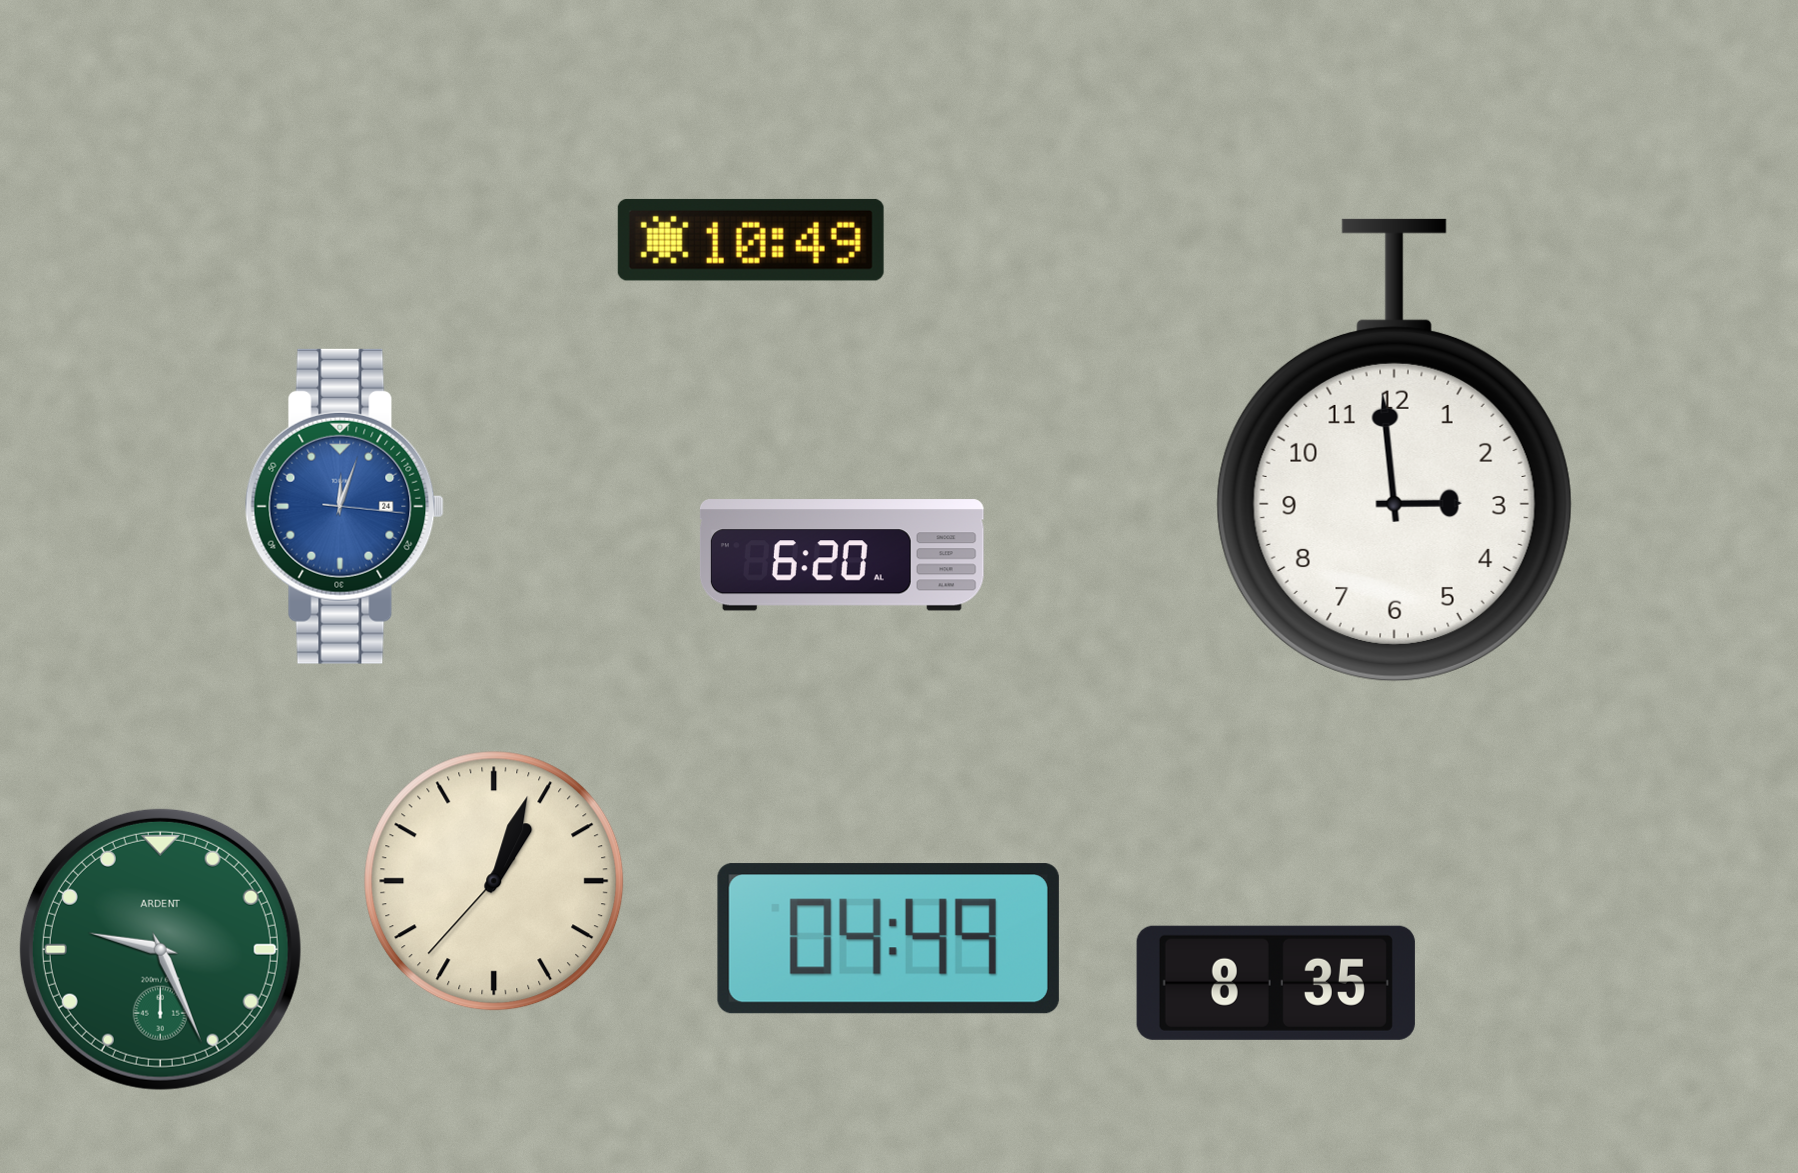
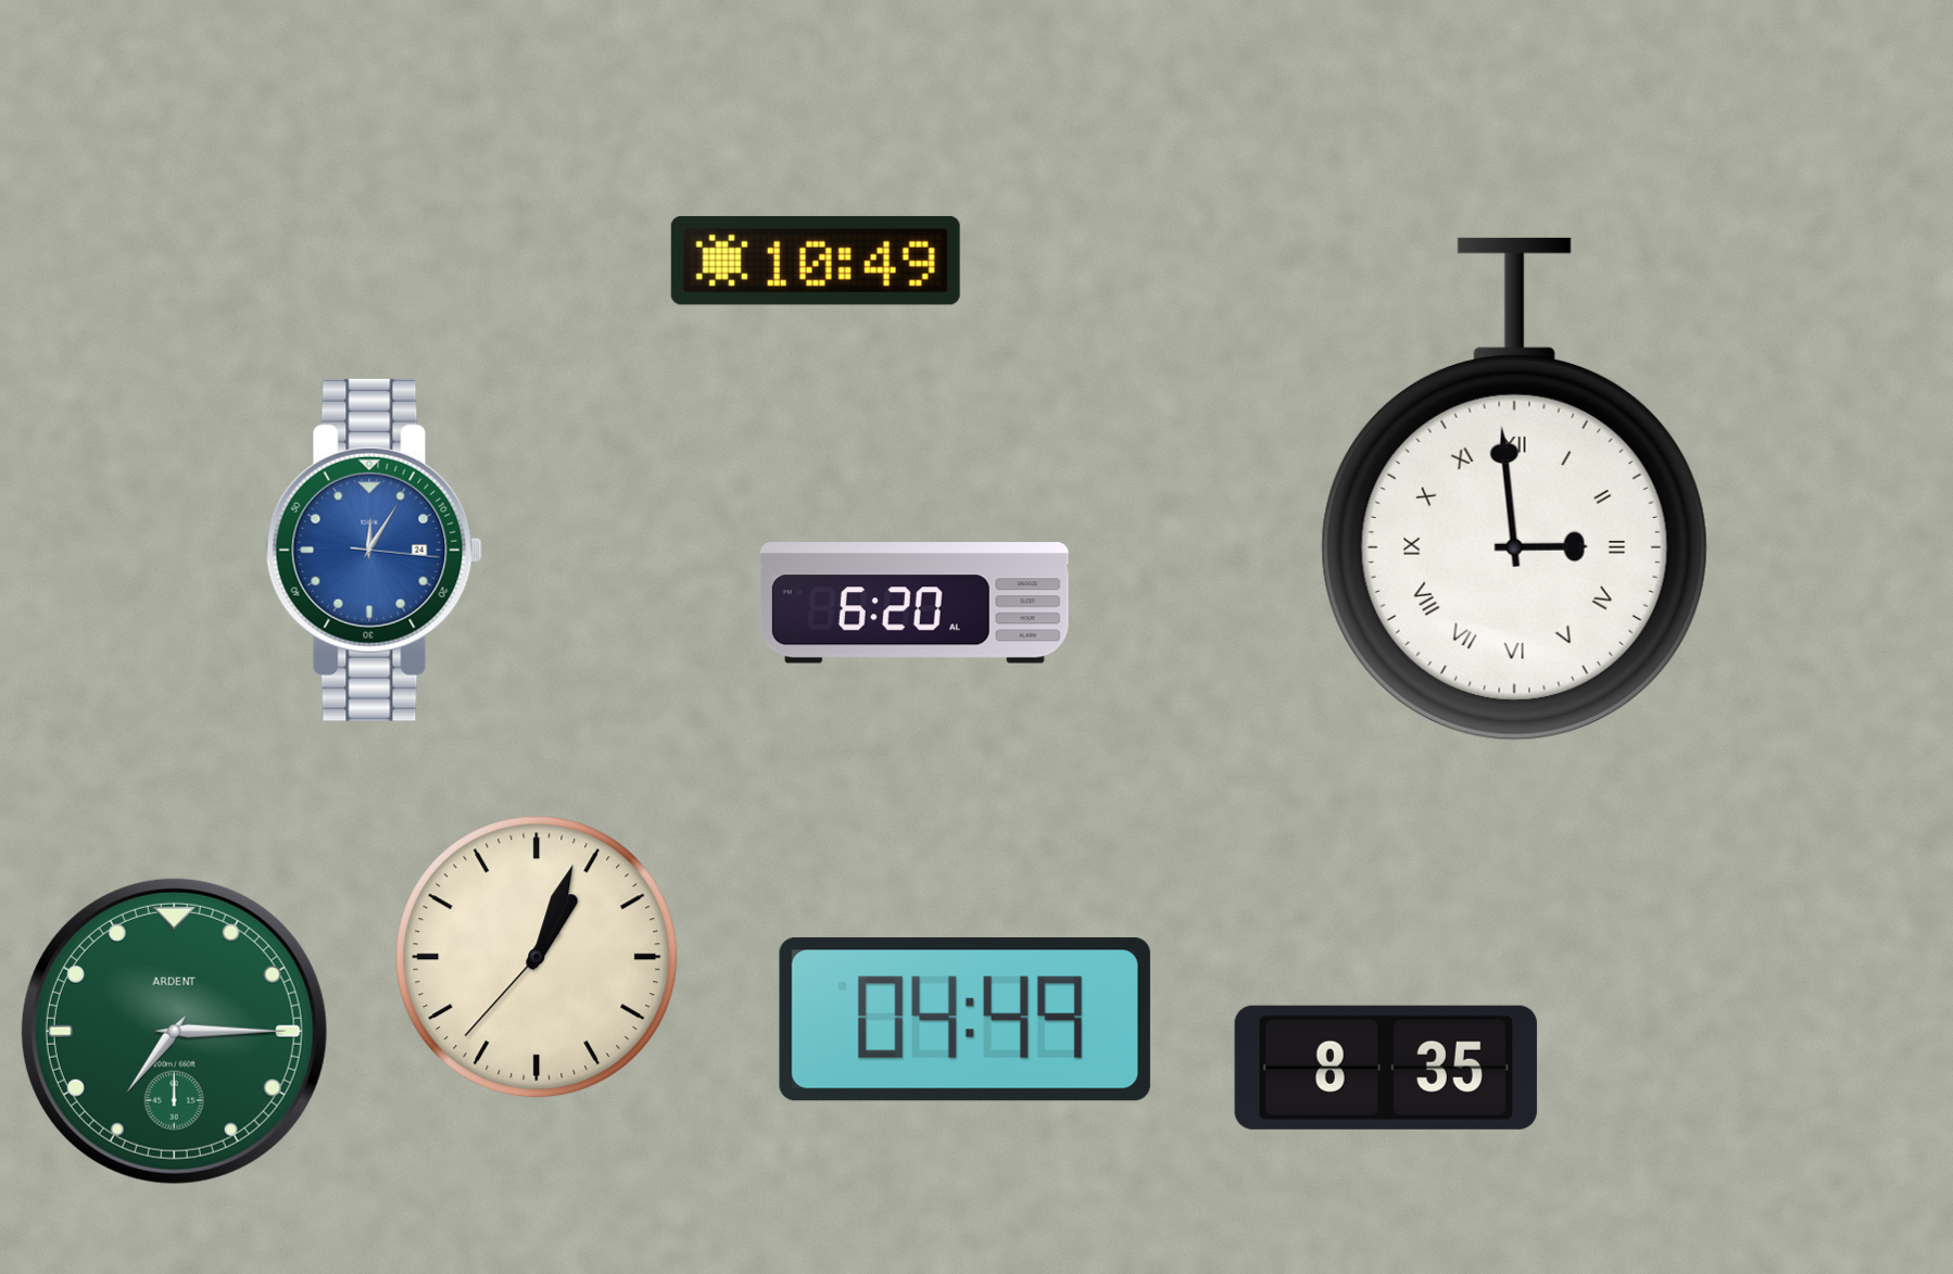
clock at (1394, 450) numerals: Arabic -> Roman
clock at (344, 506): 12:03 -> 12:05
clock at (160, 949): 9:26 -> 7:15
